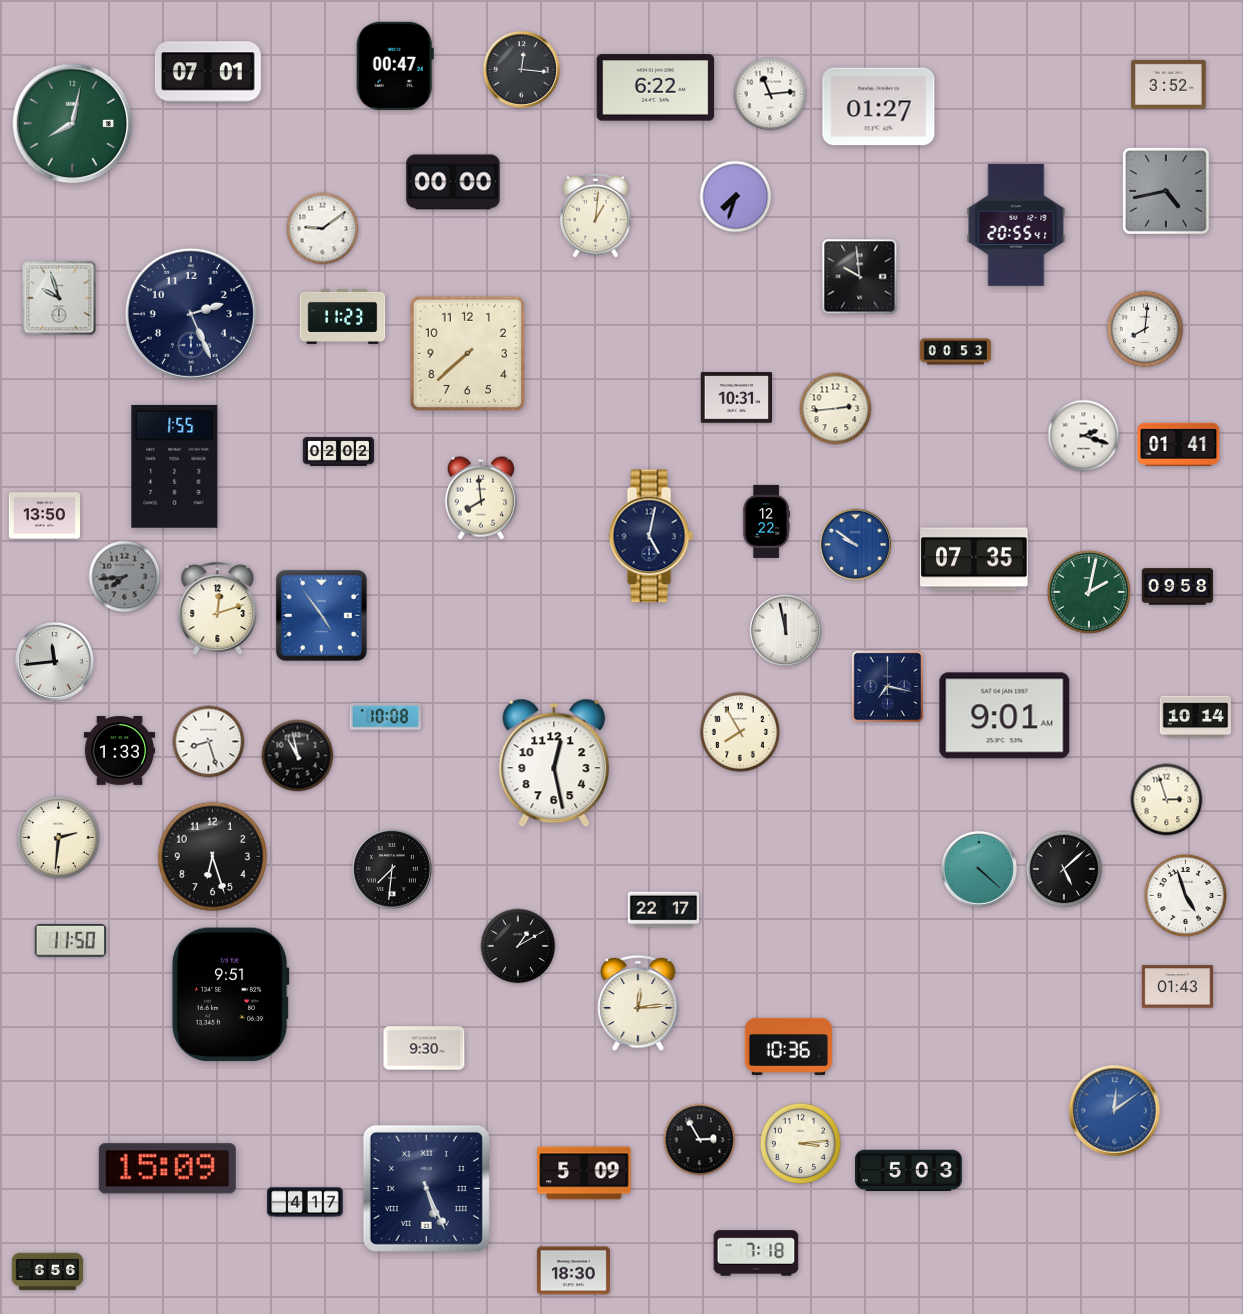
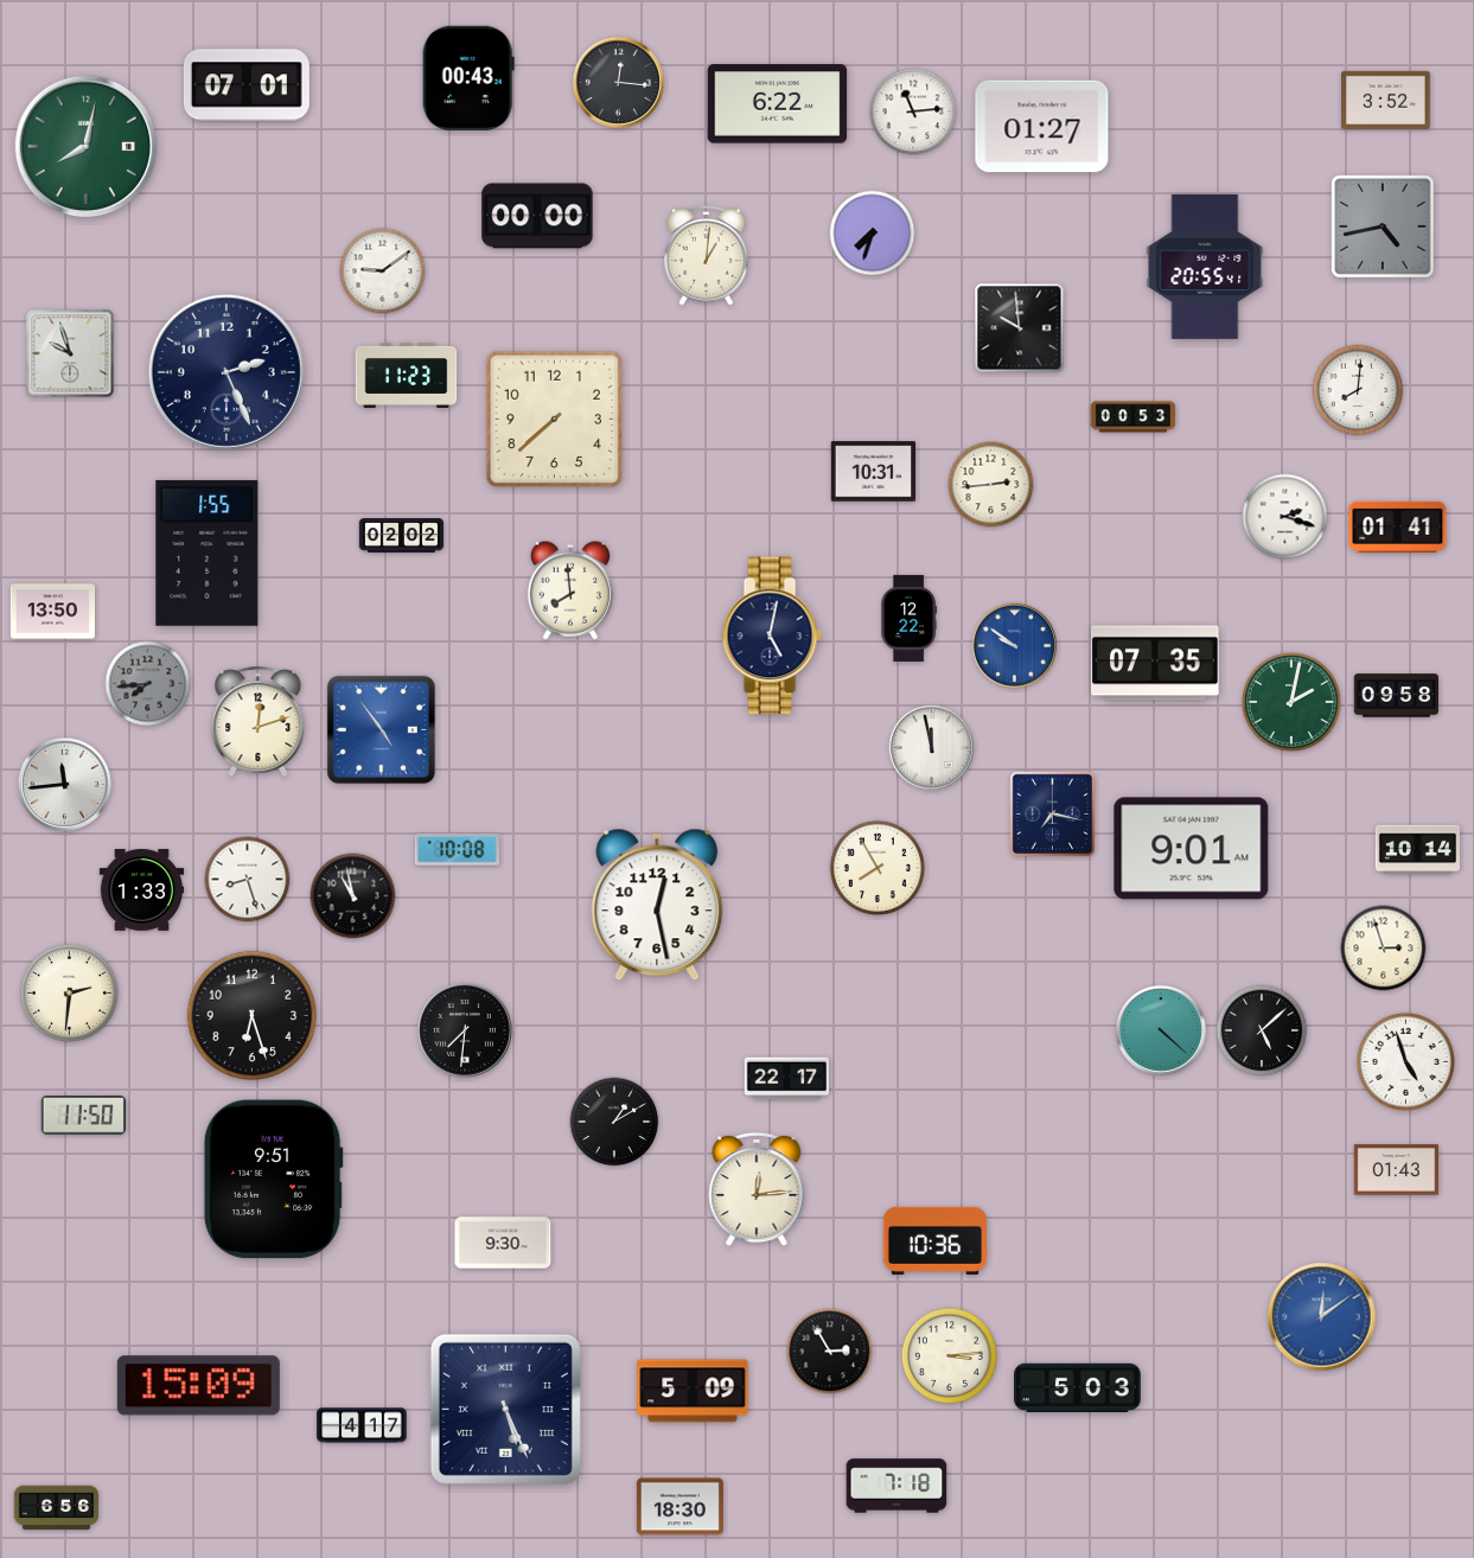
clock at (395, 66): 00:47 -> 00:43
